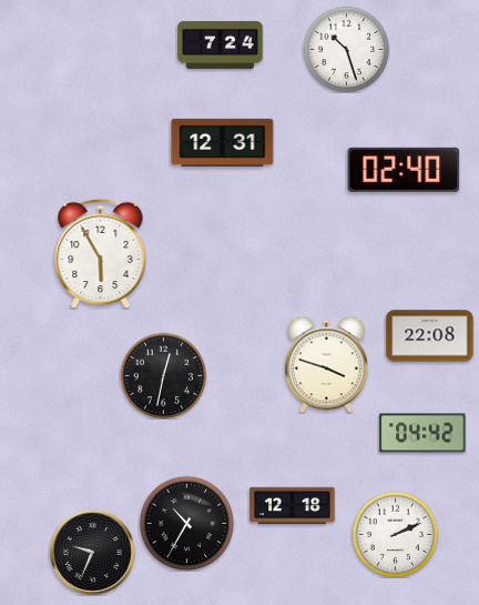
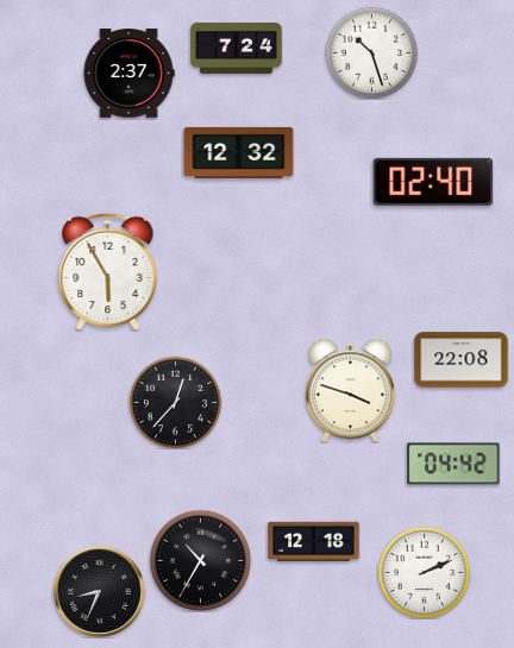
clock at (128, 74): none -> 2:37
clock at (223, 142): 12:31 -> 12:32
clock at (163, 375): 12:32 -> 12:37
clock at (92, 552): 9:34 -> 8:34
